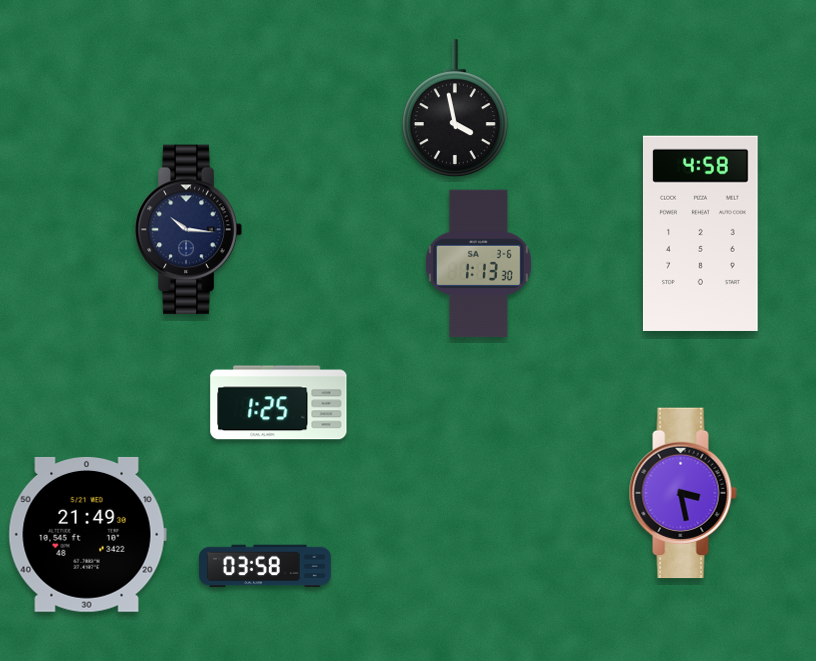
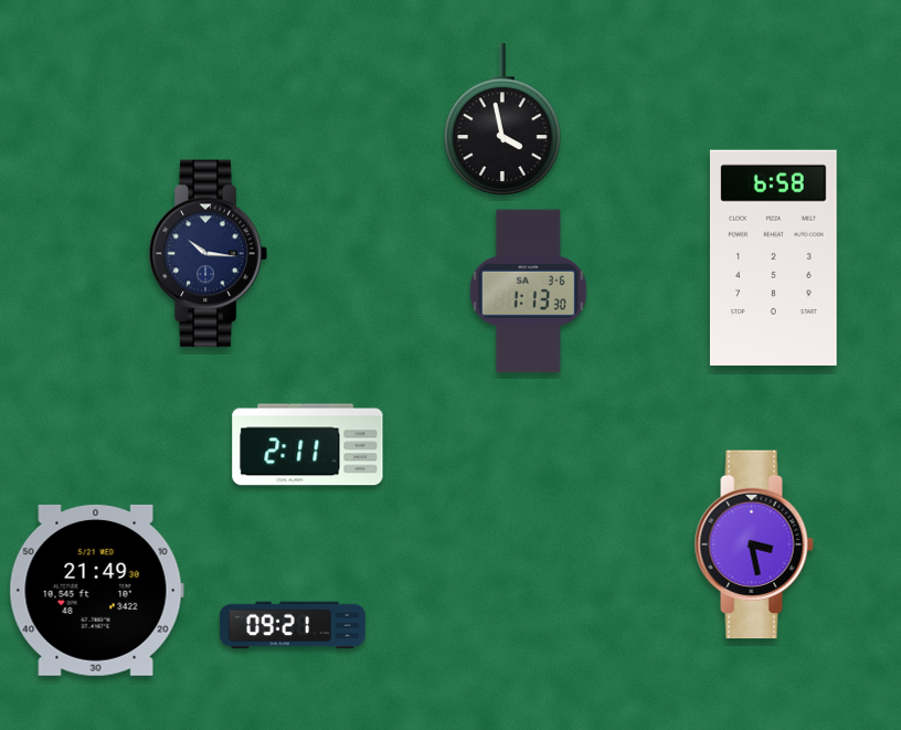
clock at (700, 233): 4:58 -> 6:58
clock at (279, 403): 1:25 -> 2:11
clock at (265, 566): 03:58 -> 09:21
